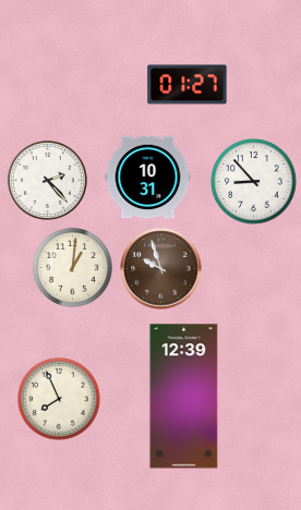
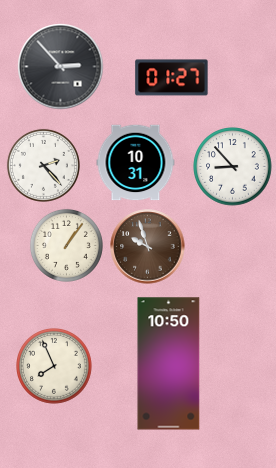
clock at (61, 67): none -> 2:53
clock at (72, 267): 1:01 -> 1:06
clock at (184, 397): 12:39 -> 10:50
